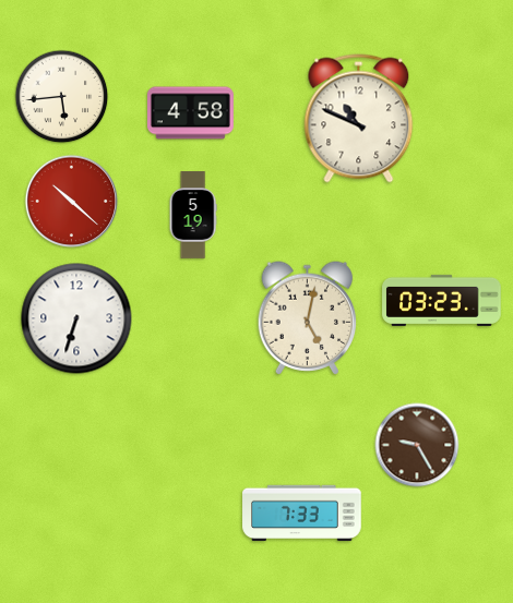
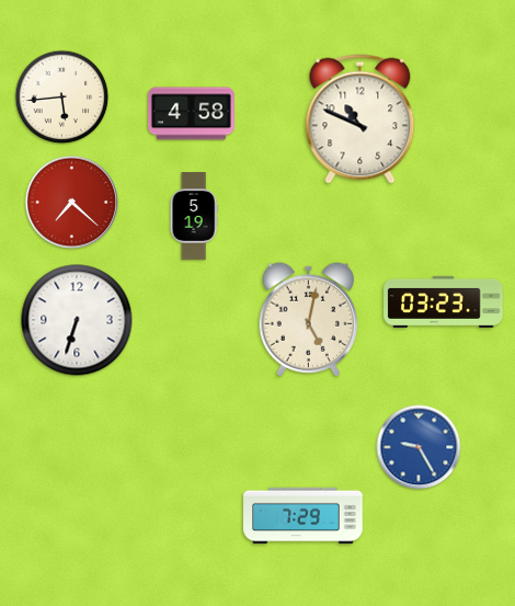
clock at (72, 202): 10:22 -> 7:22
clock at (417, 445) dial: brown -> blue
clock at (302, 514): 7:33 -> 7:29
